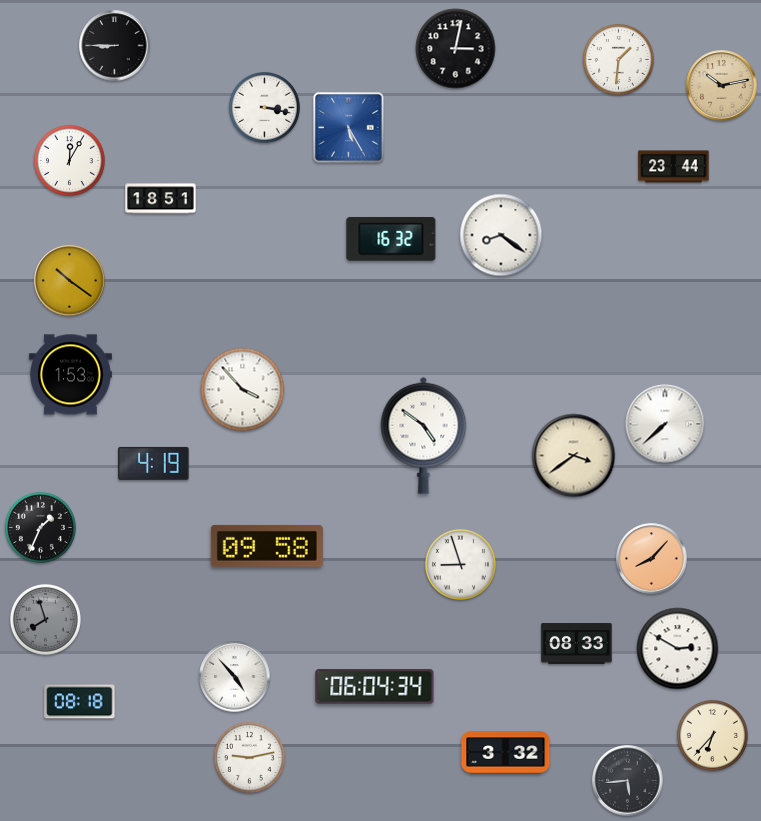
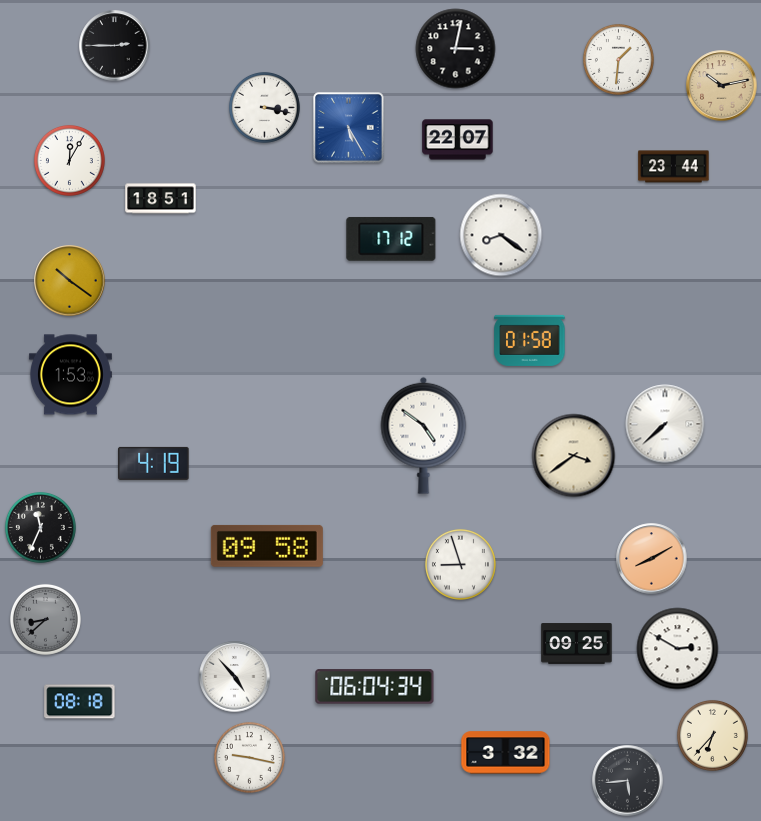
clock at (115, 46): 8:45 -> 2:45
clock at (458, 140): none -> 22:07
clock at (391, 239): 16:32 -> 17:12
clock at (530, 340): none -> 01:58
clock at (243, 390): 3:53 -> none
clock at (40, 527): 1:34 -> 11:34
clock at (652, 559): 8:07 -> 8:10
clock at (45, 619): 7:57 -> 8:38
clock at (577, 644): 08:33 -> 09:25
clock at (249, 757): 9:13 -> 9:17
